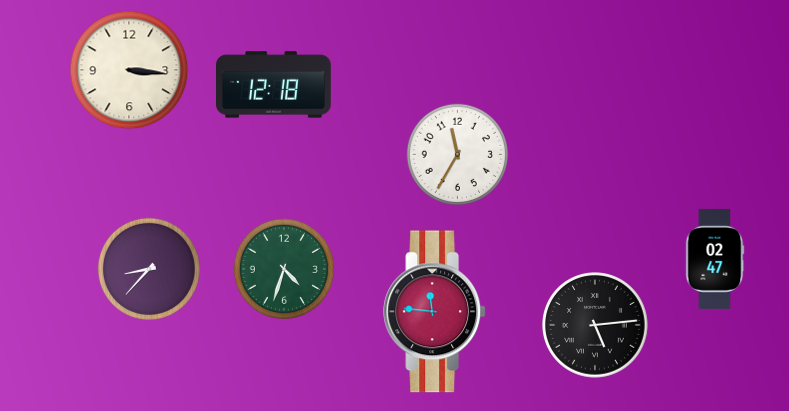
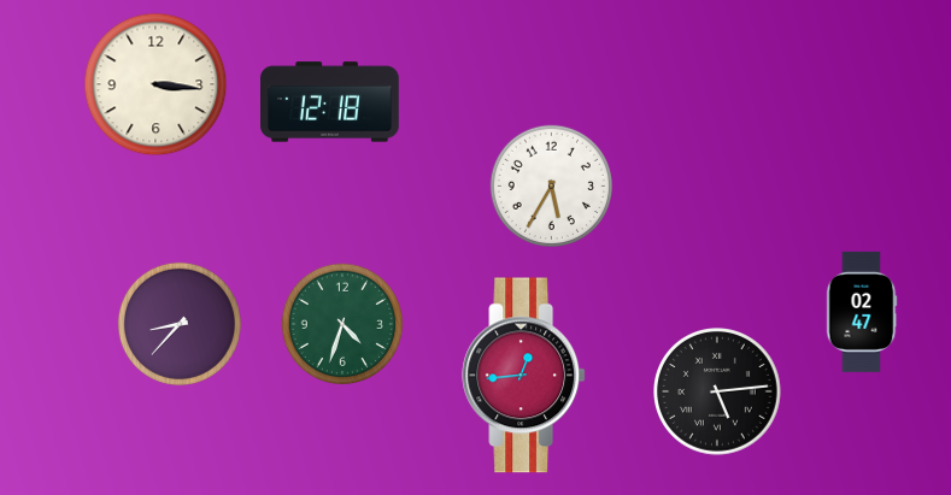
clock at (457, 154): 11:35 -> 5:35
clock at (435, 312): 11:46 -> 12:44
